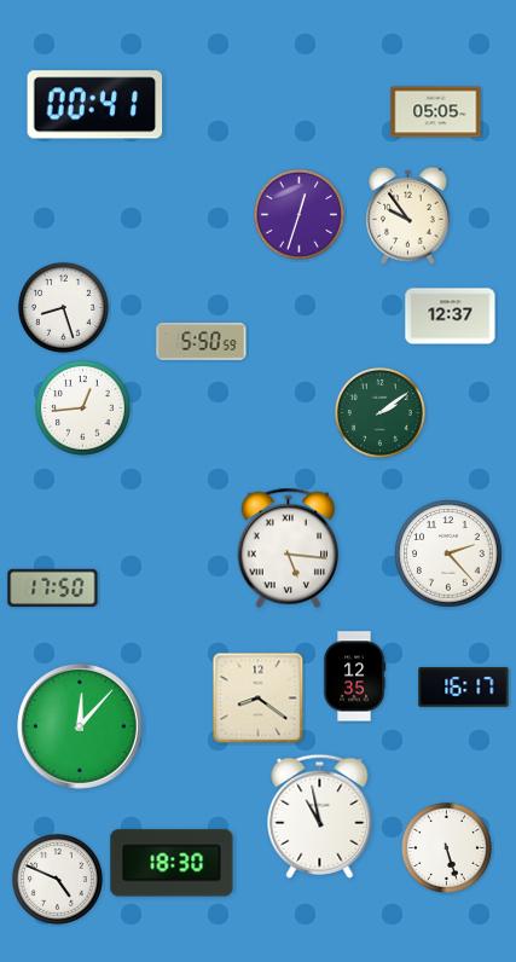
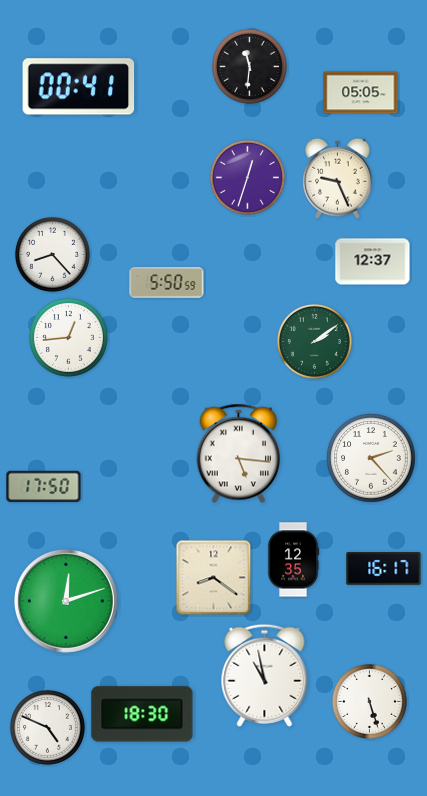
clock at (249, 66): none -> 11:31
clock at (408, 215): 9:54 -> 9:26
clock at (63, 307): 8:27 -> 8:23
clock at (80, 726): 12:07 -> 12:12
